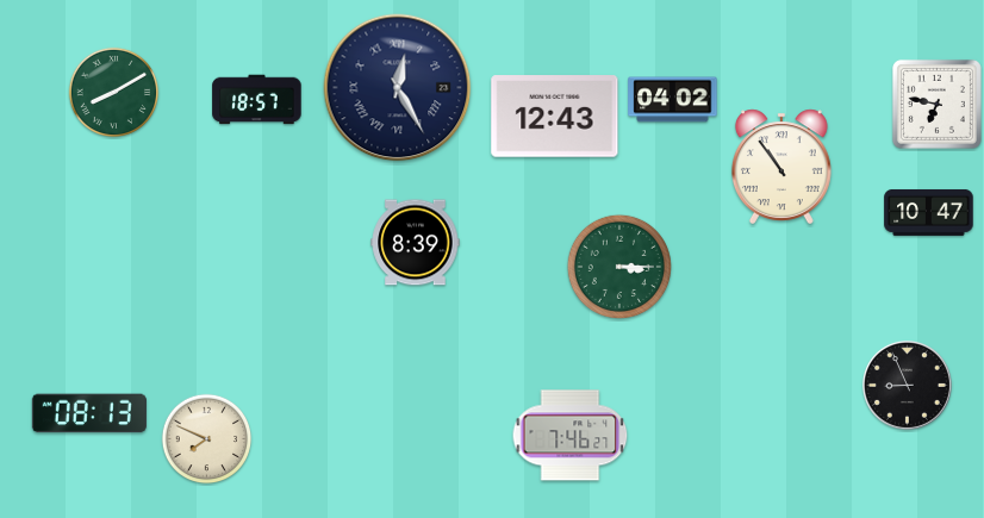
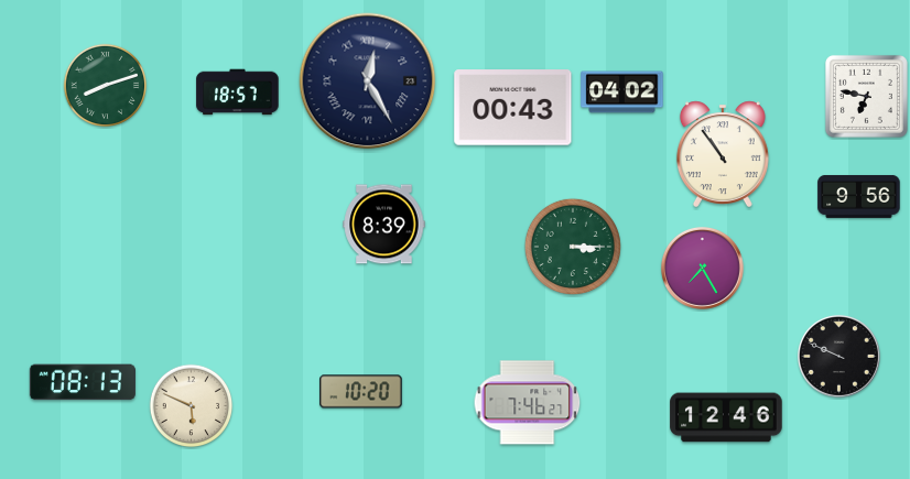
clock at (114, 93): 8:10 -> 8:12
clock at (555, 117): 12:43 -> 00:43
clock at (929, 212): 10:47 -> 9:56
clock at (702, 268): none -> 7:25
clock at (907, 385): 8:56 -> 9:49
clock at (361, 392): none -> 10:20
clock at (207, 439): 7:49 -> 5:49
clock at (726, 417): none -> 12:46
